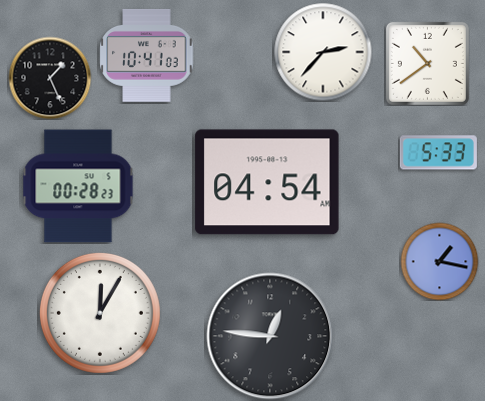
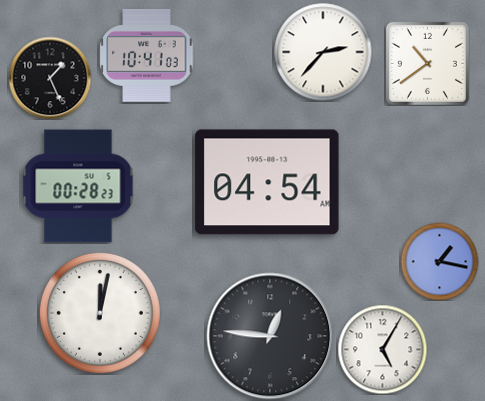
clock at (438, 153): 5:33 -> none
clock at (100, 313): 12:05 -> 12:02
clock at (382, 349): none -> 5:05
